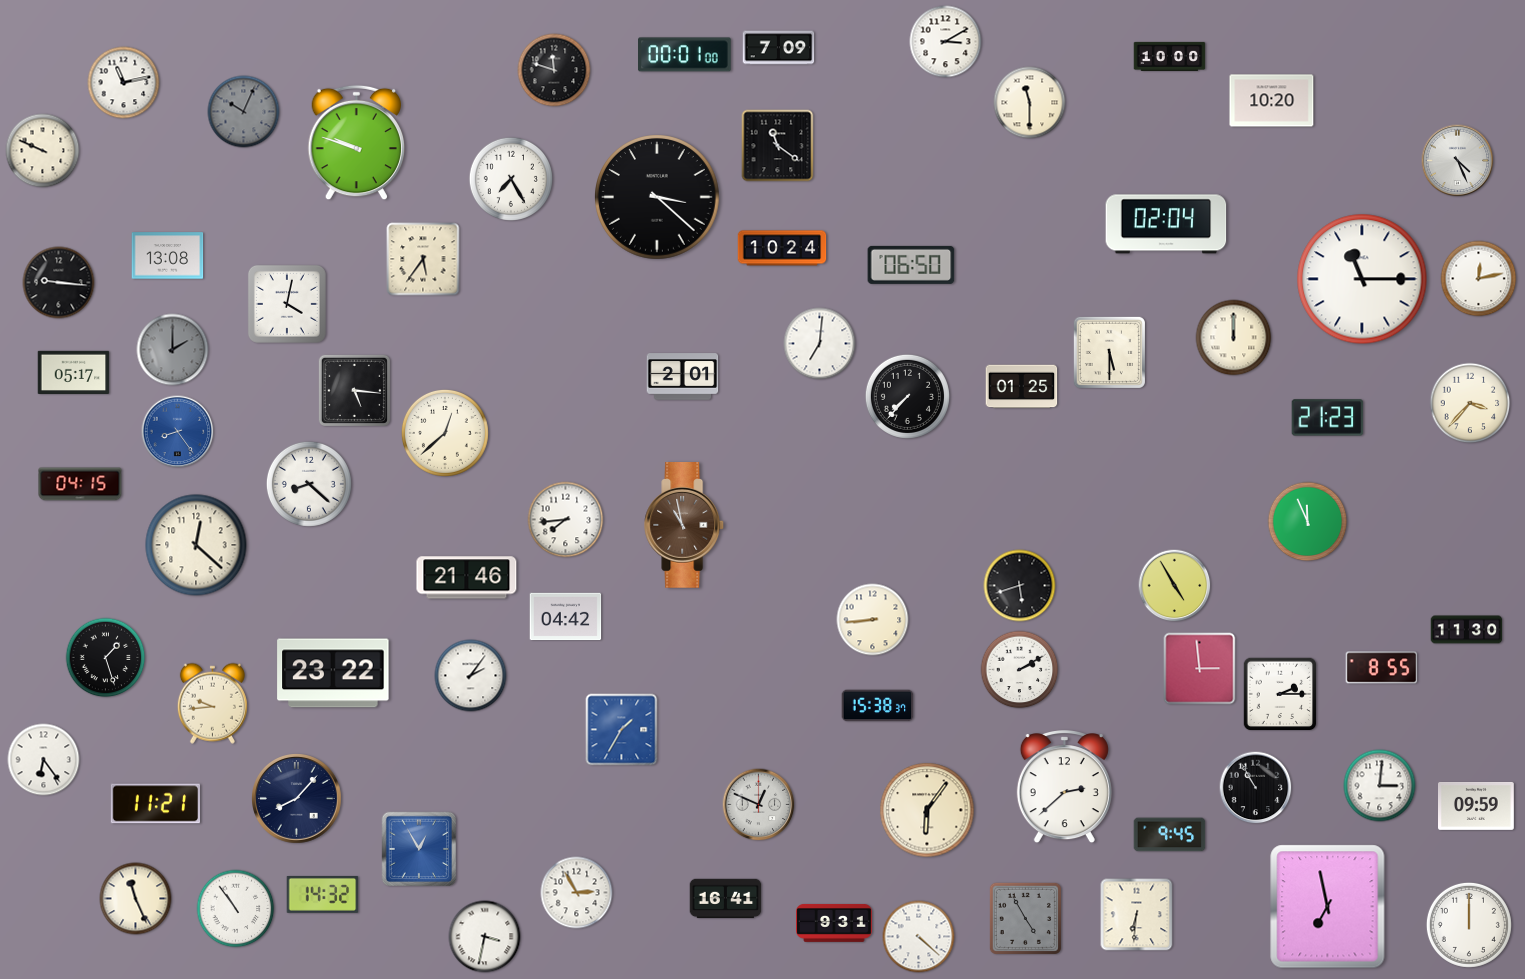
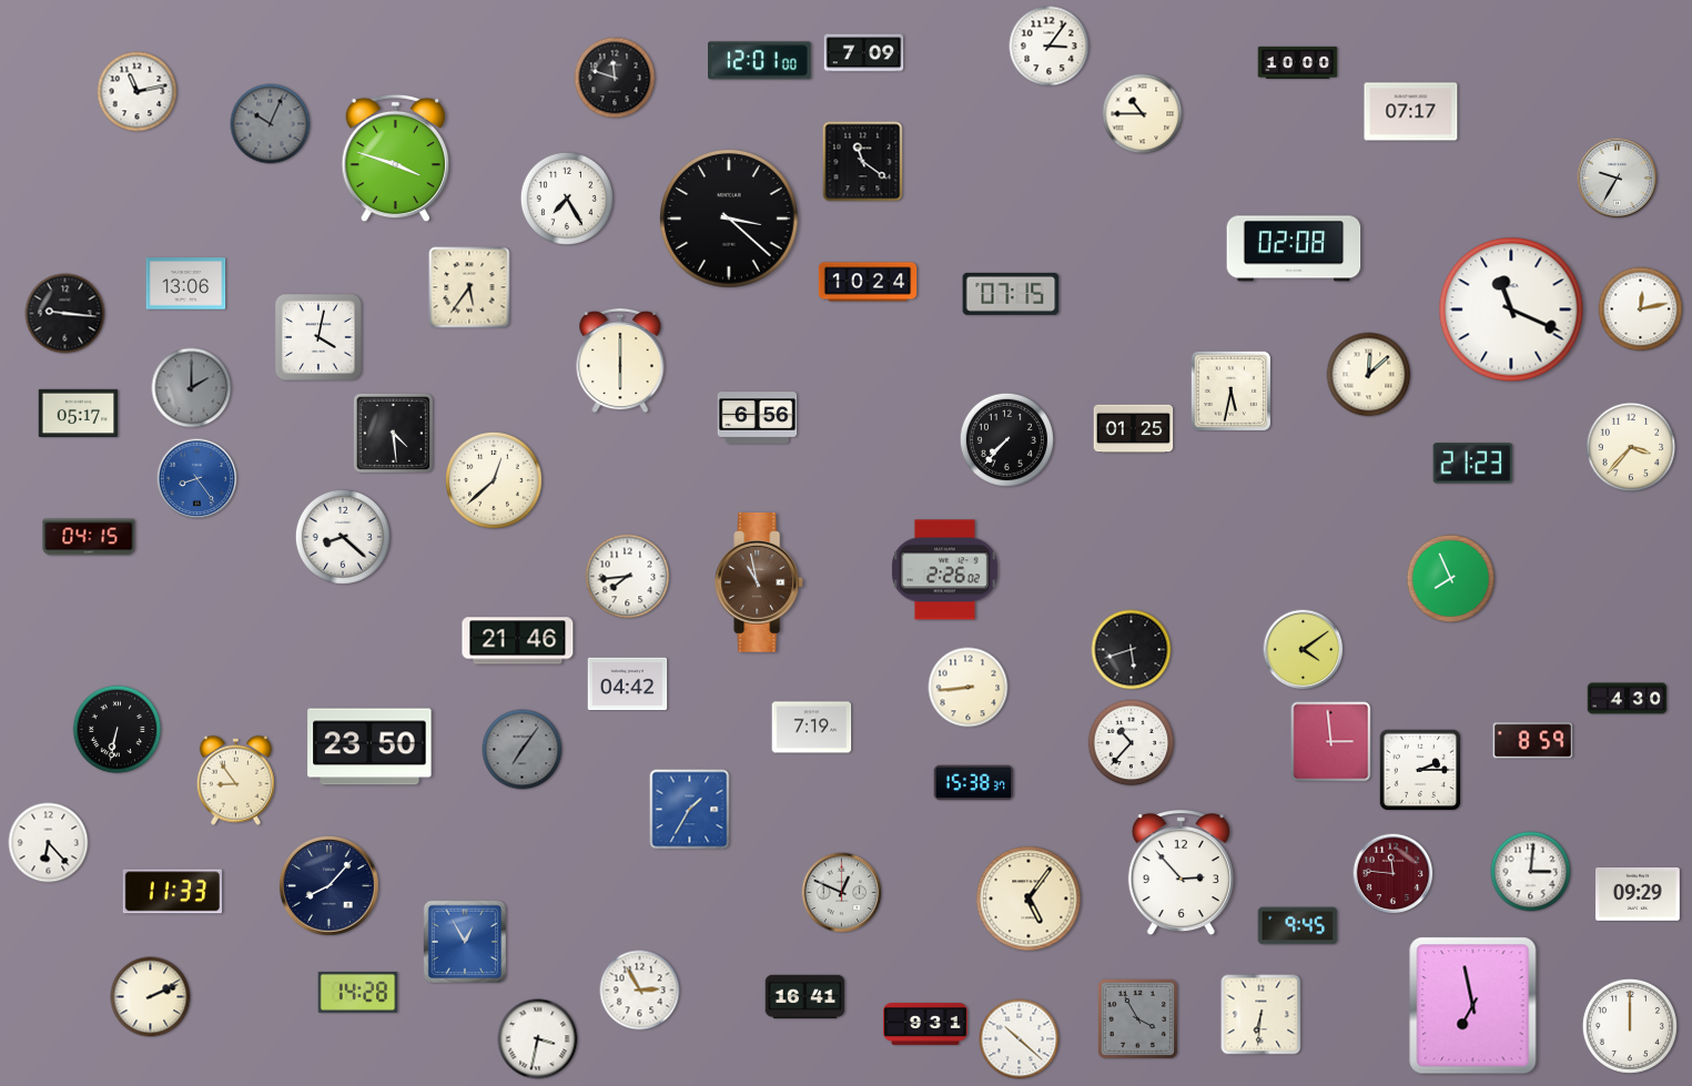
clock at (946, 42): 3:10 -> 3:06
clock at (685, 55): 00:01 -> 12:01
clock at (1272, 101): 10:20 -> 07:17
clock at (1030, 103): 11:30 -> 10:45
clock at (356, 143): 9:48 -> 3:48
clock at (43, 151): 9:49 -> none
clock at (1458, 161): 4:26 -> 9:35
clock at (1166, 224): 02:04 -> 02:08
clock at (782, 248) position: (782, 248) -> (868, 282)
clock at (168, 256): 13:08 -> 13:06
clock at (911, 265): 06:50 -> 07:15
clock at (1362, 279): 11:15 -> 11:19
clock at (620, 361): none -> 6:00
clock at (1234, 338): 12:00 -> 12:08
clock at (820, 344): 7:01 -> none
clock at (1109, 352): 5:30 -> 5:32
clock at (74, 372) position: (74, 372) -> (79, 413)
clock at (683, 377): 2:01 -> 6:56
clock at (354, 390): 5:16 -> 4:29
clock at (944, 570): none -> 2:26
clock at (1308, 522): 11:56 -> 7:56
clock at (196, 545): 12:22 -> none
clock at (1175, 586): 4:55 -> 4:09
clock at (1467, 630): 11:30 -> 4:30
clock at (812, 728): none -> 7:19
clock at (106, 658): 1:27 -> 6:32
clock at (1382, 668): 8:55 -> 8:59
clock at (1020, 670): 2:10 -> 10:37
clock at (333, 673): 23:22 -> 23:50
clock at (471, 676): 2:06 -> 7:06
clock at (471, 676) dial: white -> grey
clock at (212, 703): 9:44 -> 8:54
clock at (44, 760): 6:24 -> 6:23
clock at (1064, 788): 2:38 -> 2:53
clock at (1256, 788): 10:55 -> 11:46
clock at (1256, 788) dial: black -> burgundy
clock at (155, 804): 11:21 -> 11:33
clock at (1477, 806): 09:59 -> 09:29
clock at (927, 810): 6:06 -> 5:06
clock at (323, 894): 14:32 -> 14:28
clock at (136, 899): 11:26 -> 2:11
clock at (236, 909): 10:54 -> none
clock at (1025, 918): 4:55 -> 3:55
clock at (919, 937): 4:22 -> 10:22
